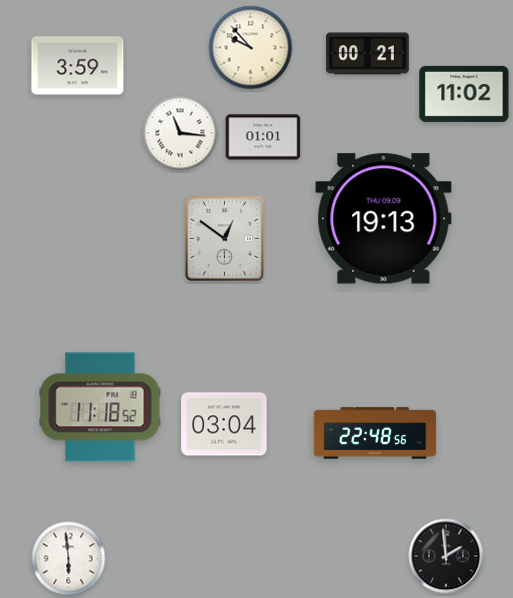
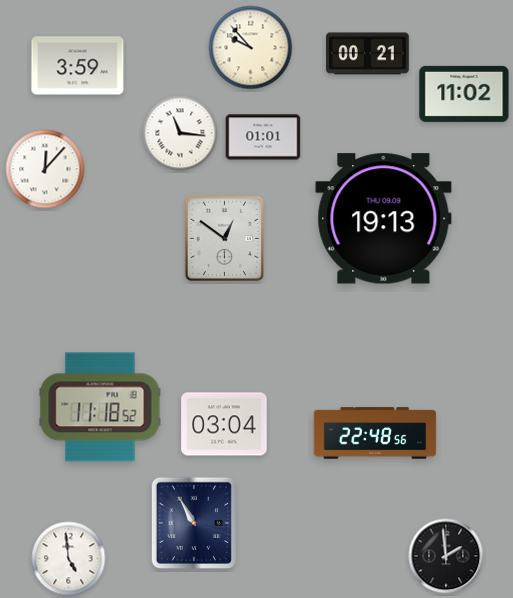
clock at (45, 169): none -> 12:07
clock at (193, 522): none -> 10:55
clock at (69, 559): 5:59 -> 4:59
